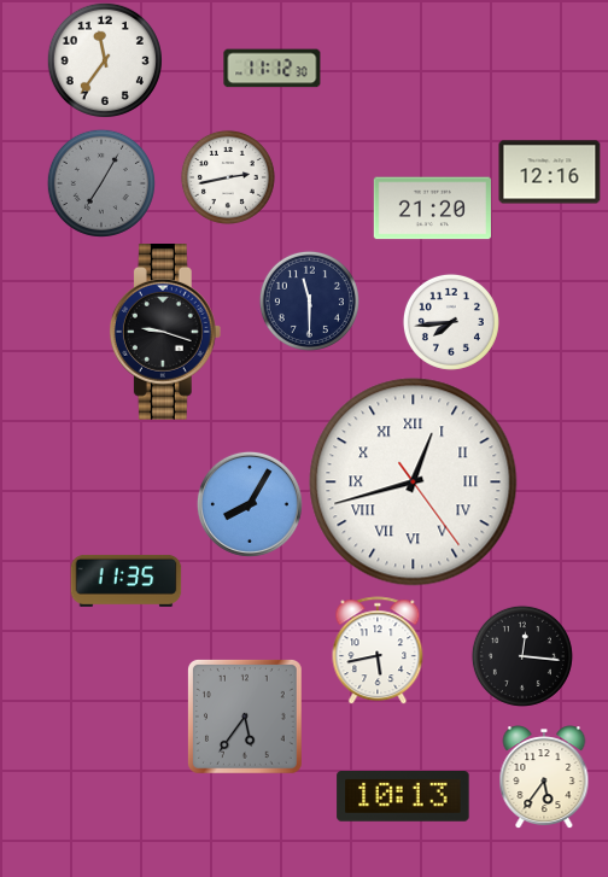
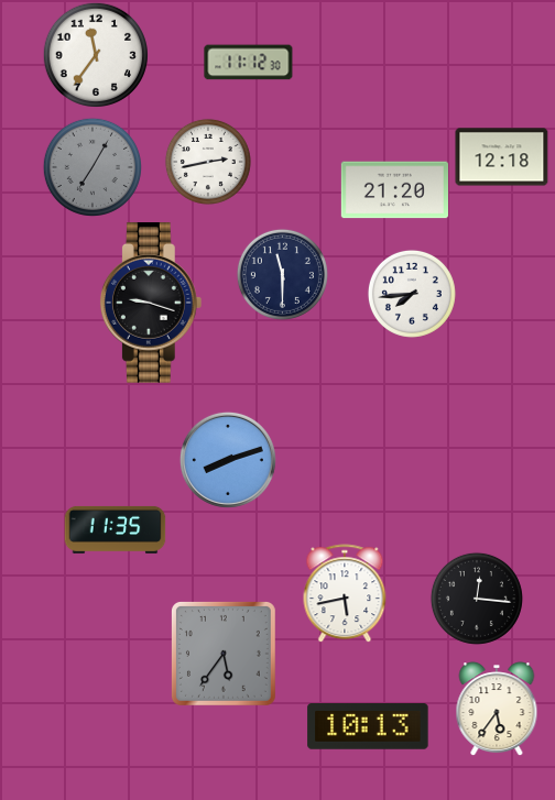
clock at (550, 173): 12:16 -> 12:18
clock at (414, 483): 12:42 -> none
clock at (250, 504): 8:05 -> 8:12
